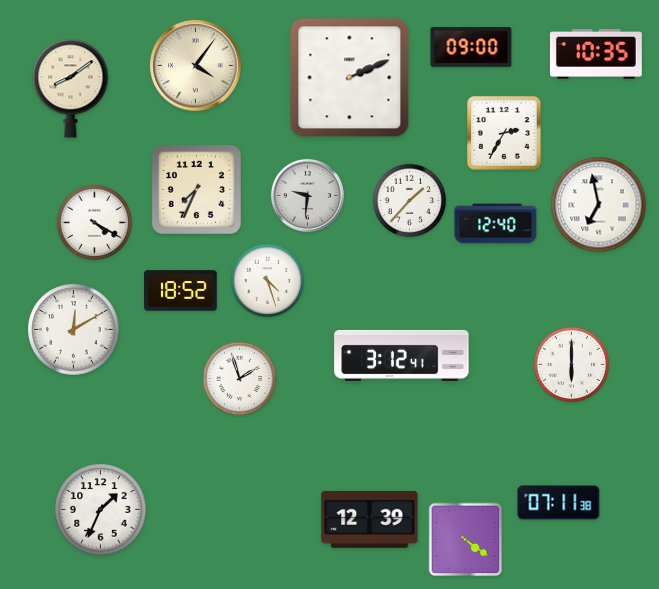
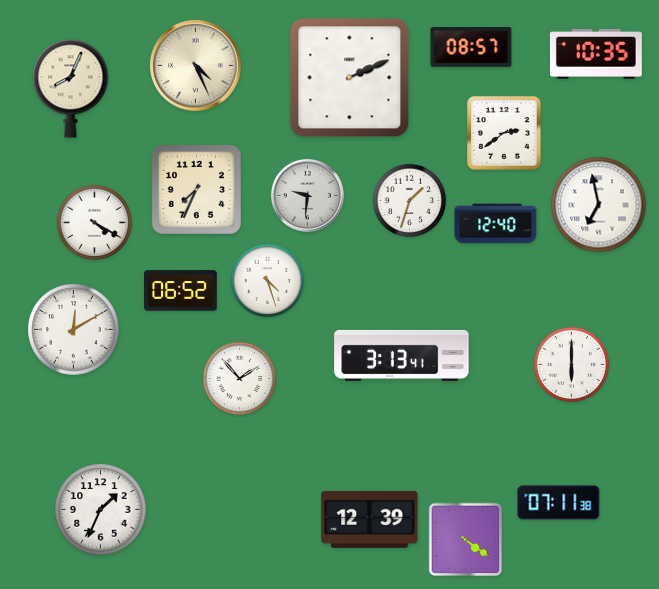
clock at (471, 47): 09:00 -> 08:57
clock at (196, 66): 4:06 -> 4:26
clock at (71, 89): 8:09 -> 8:04
clock at (504, 133): 2:35 -> 2:39
clock at (410, 201): 1:37 -> 1:33
clock at (181, 291): 18:52 -> 06:52
clock at (402, 355): 3:12 -> 3:13
clock at (240, 379): 1:57 -> 1:53
